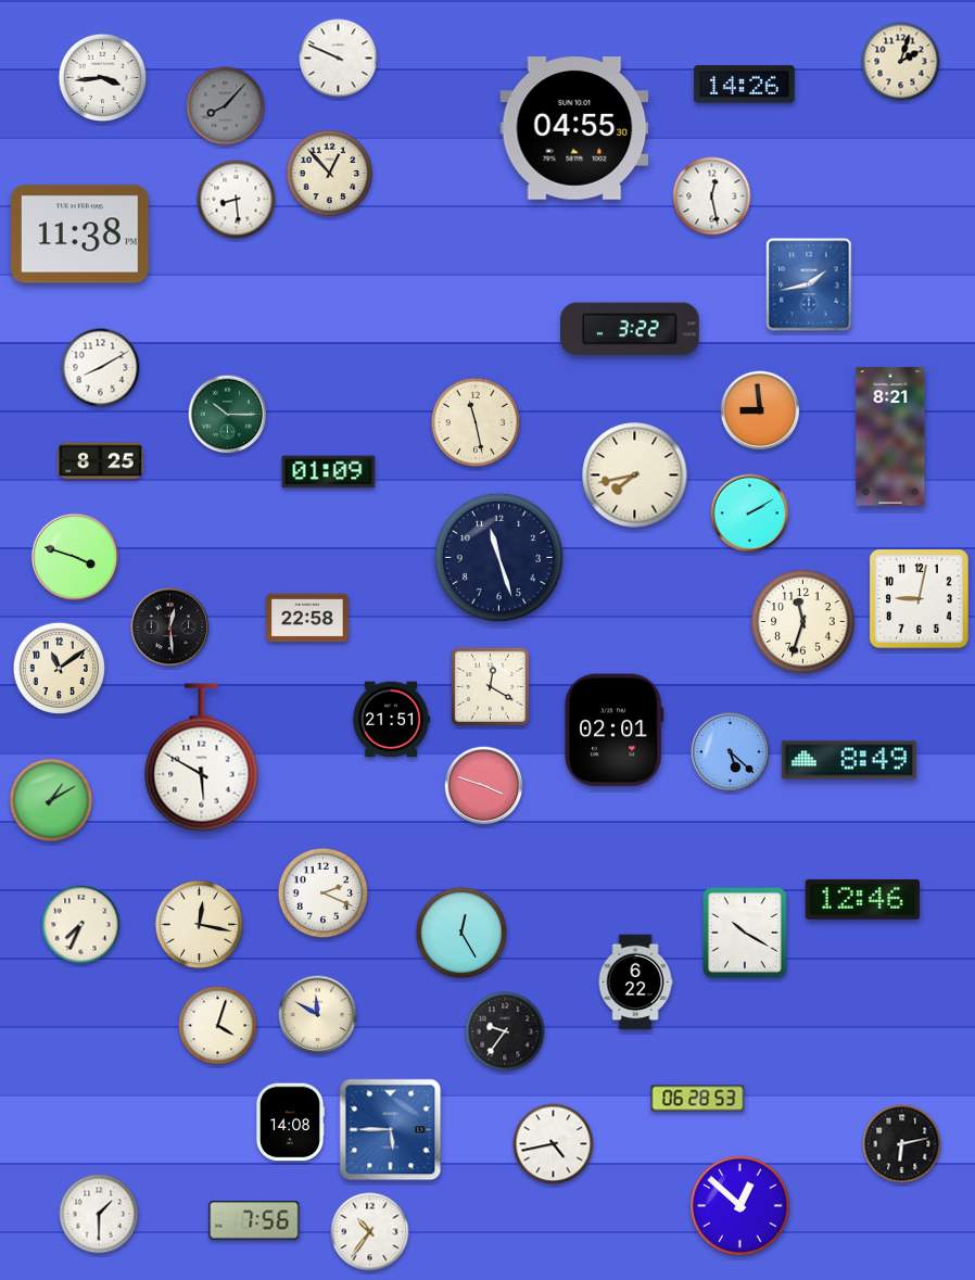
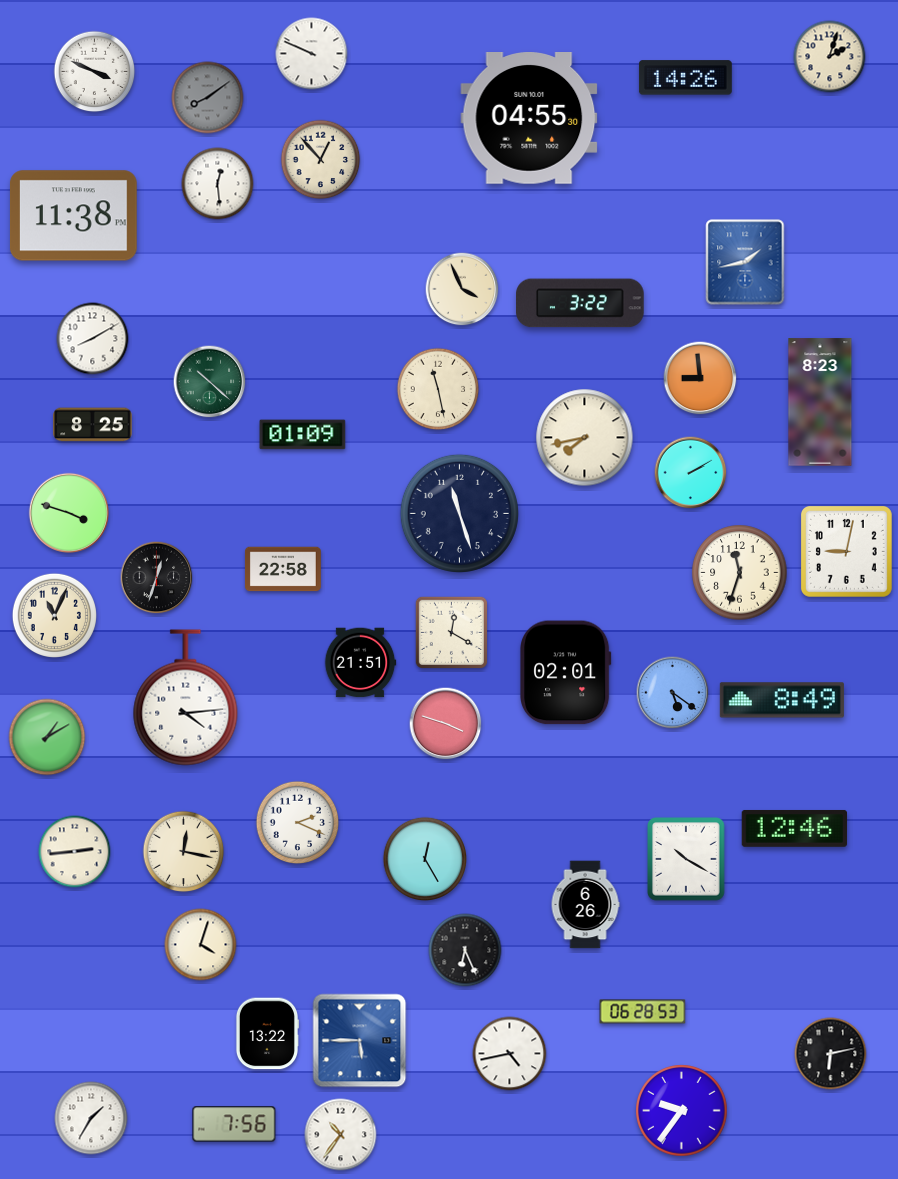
clock at (103, 78): 3:44 -> 3:49
clock at (226, 106): 8:07 -> 8:09
clock at (330, 174) position: (330, 174) -> (321, 160)
clock at (712, 197): 12:28 -> none
clock at (237, 200): 8:29 -> 12:29
clock at (462, 289): none -> 3:56
clock at (228, 415): 10:15 -> 10:22
clock at (890, 436): 8:21 -> 8:23
clock at (170, 628): 12:29 -> 12:33
clock at (59, 668): 11:09 -> 11:04
clock at (731, 752): 5:22 -> 5:21
clock at (202, 758): 5:50 -> 4:14
clock at (81, 925): 7:34 -> 2:44
clock at (635, 983): 6:22 -> 6:26
clock at (318, 1015): 11:50 -> none
clock at (505, 1031): 9:36 -> 6:26
clock at (289, 1123): 14:08 -> 13:22
clock at (740, 1206): 12:52 -> 9:36
clock at (99, 1214): 1:30 -> 1:35
